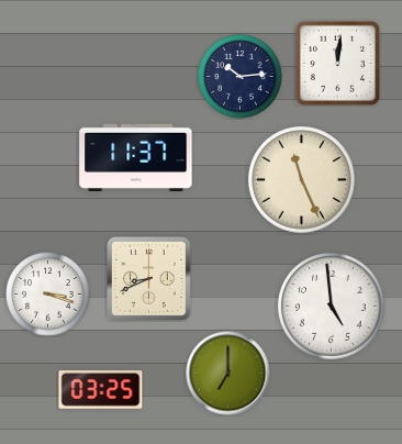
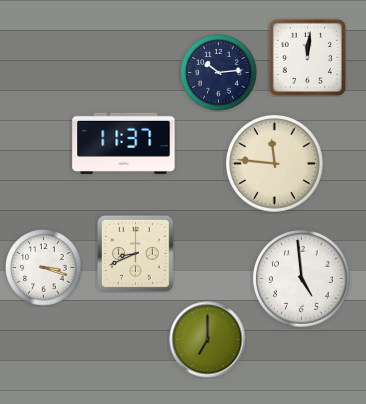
clock at (241, 77) position: (241, 77) -> (219, 73)
clock at (302, 180): 11:26 -> 11:46
clock at (101, 390): 03:25 -> none
